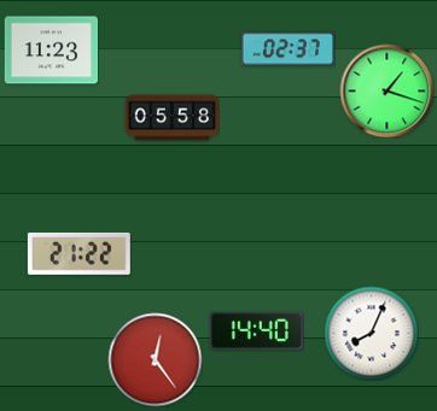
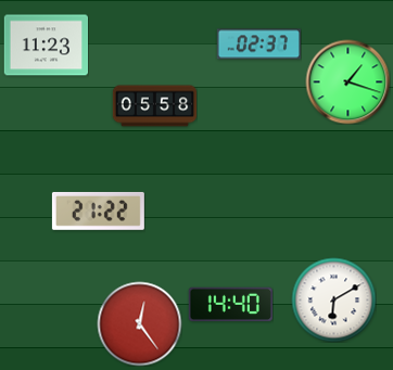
clock at (78, 253) position: (78, 253) -> (98, 210)
clock at (256, 331) position: (256, 331) -> (230, 305)
clock at (371, 333): 8:04 -> 6:10
